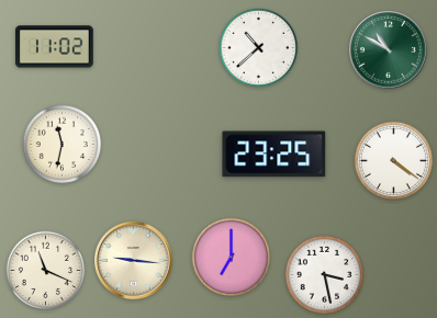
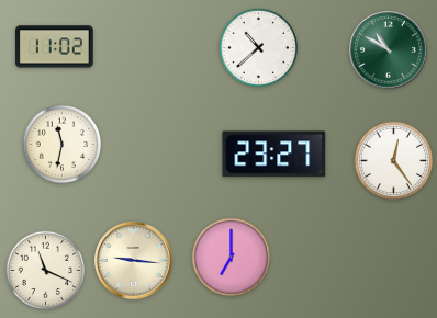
clock at (274, 155): 23:25 -> 23:27
clock at (393, 160): 4:21 -> 12:24
clock at (324, 274): 3:28 -> none
